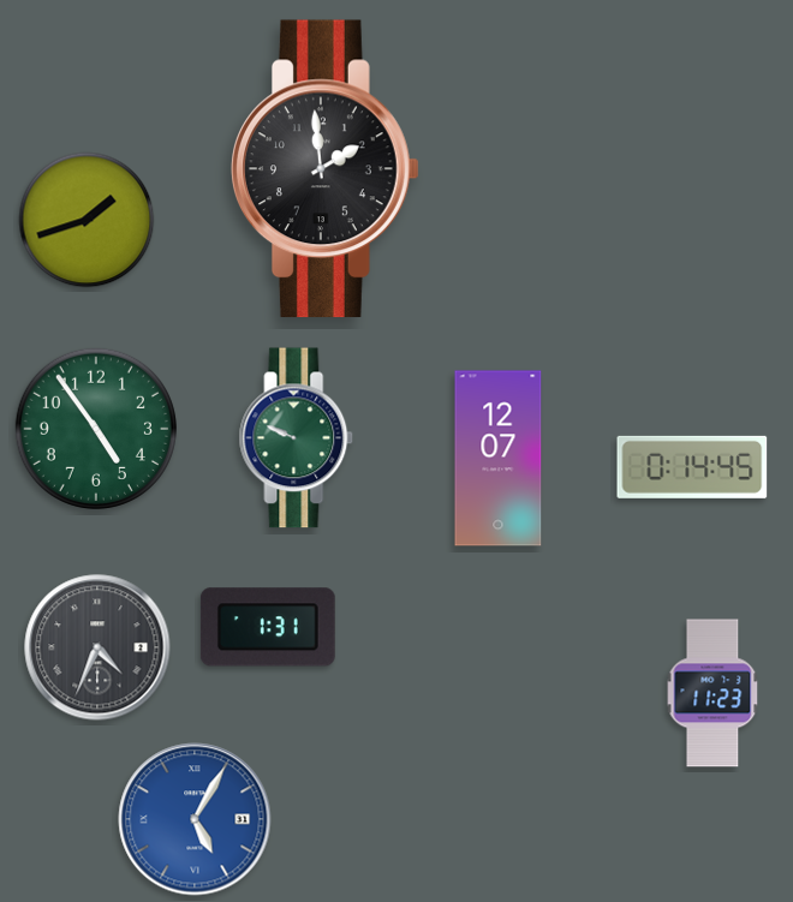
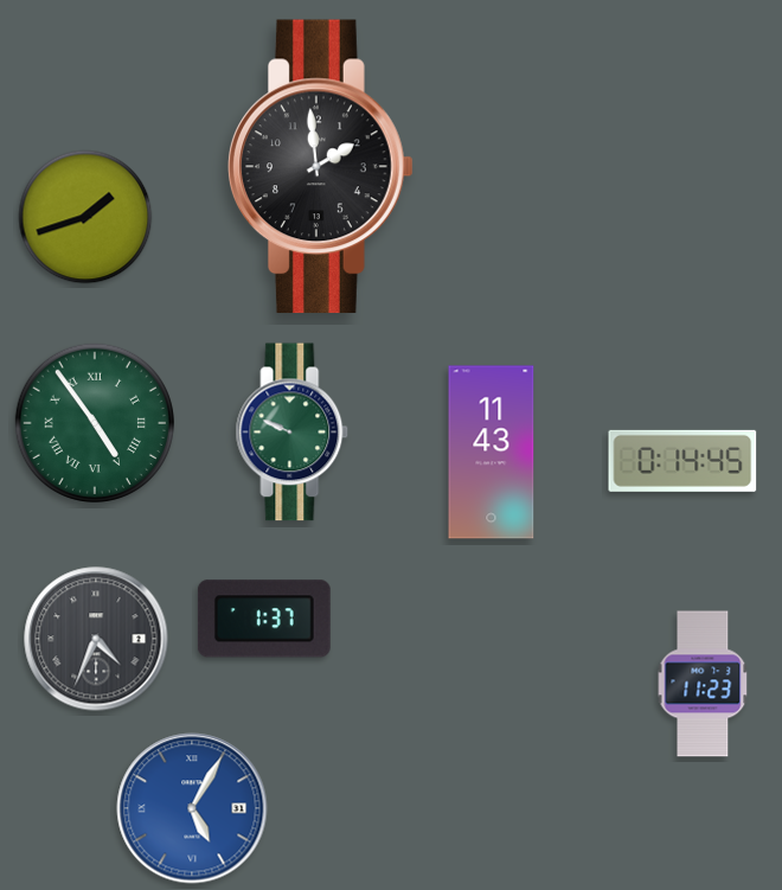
clock at (96, 429) numerals: Arabic -> Roman
clock at (499, 459): 12:07 -> 11:43
clock at (268, 627): 1:31 -> 1:37
